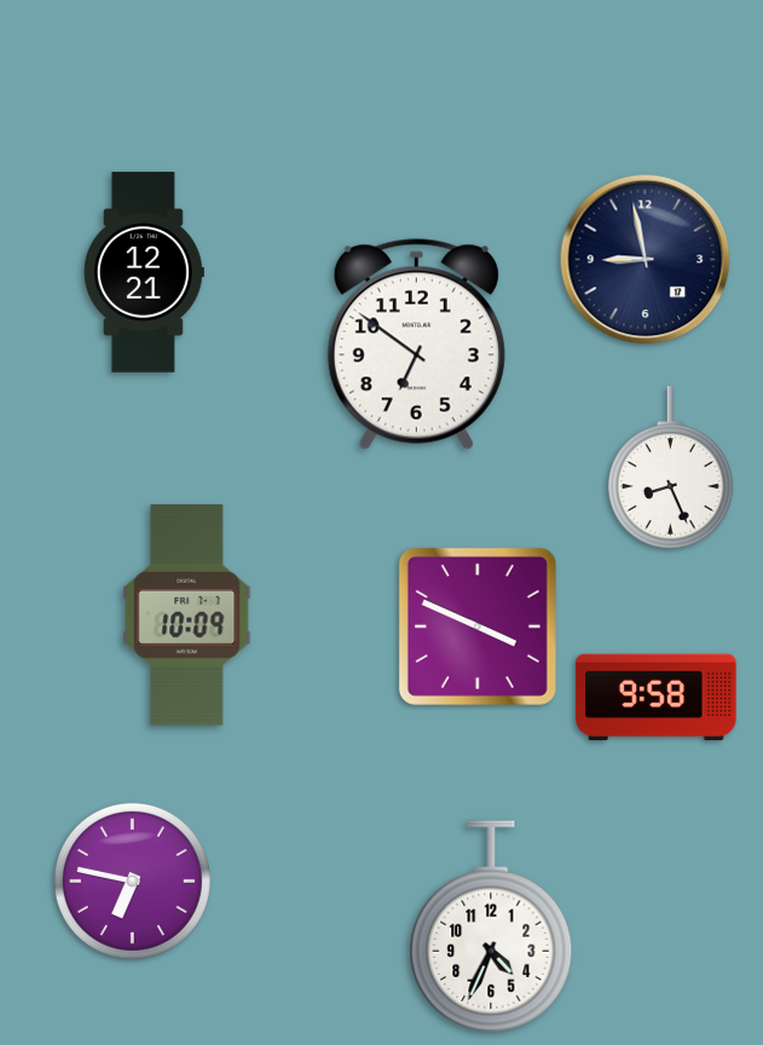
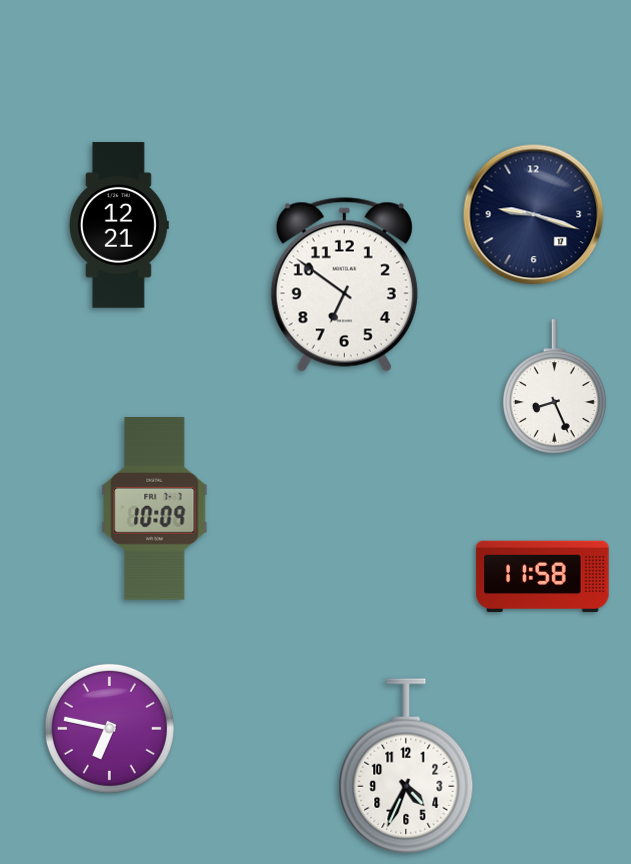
clock at (646, 260): 8:58 -> 9:18
clock at (478, 627): 3:49 -> none
clock at (657, 697): 9:58 -> 11:58
